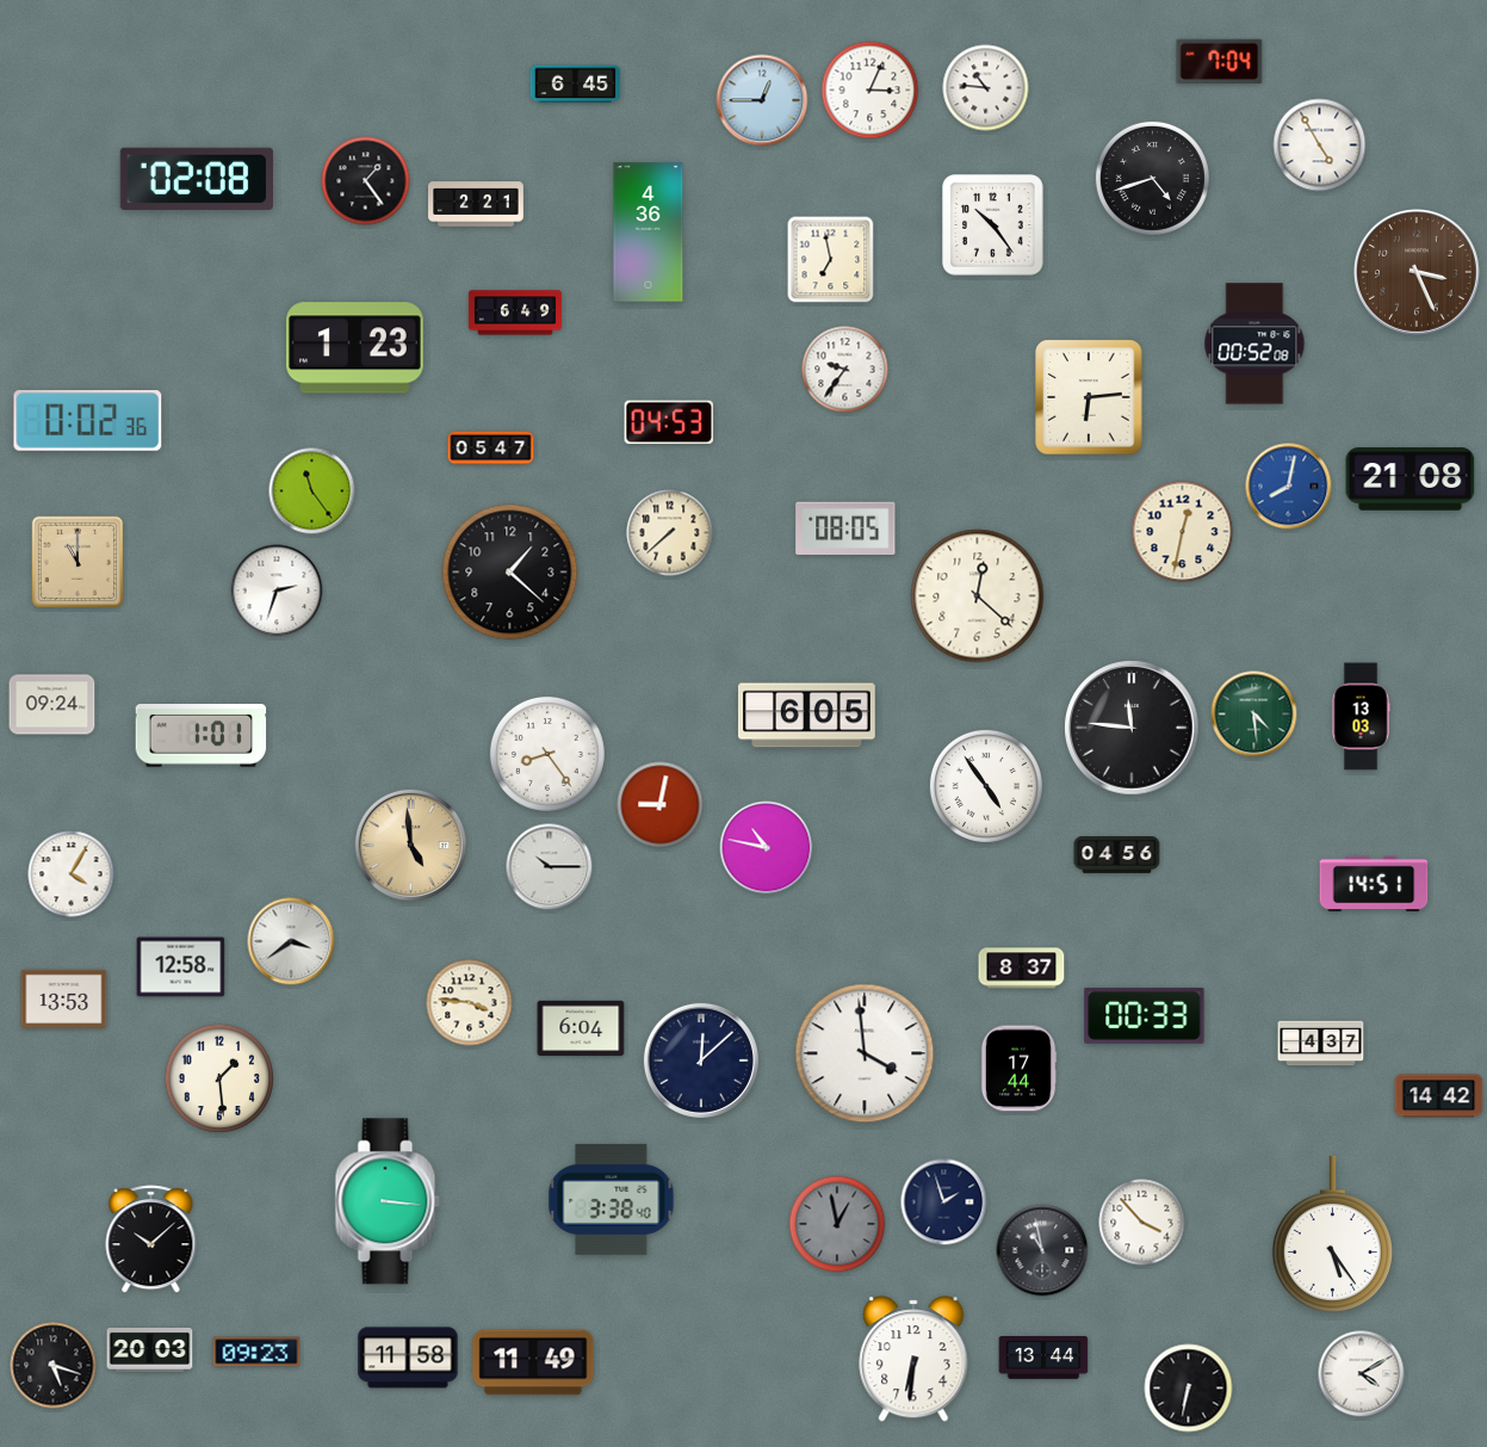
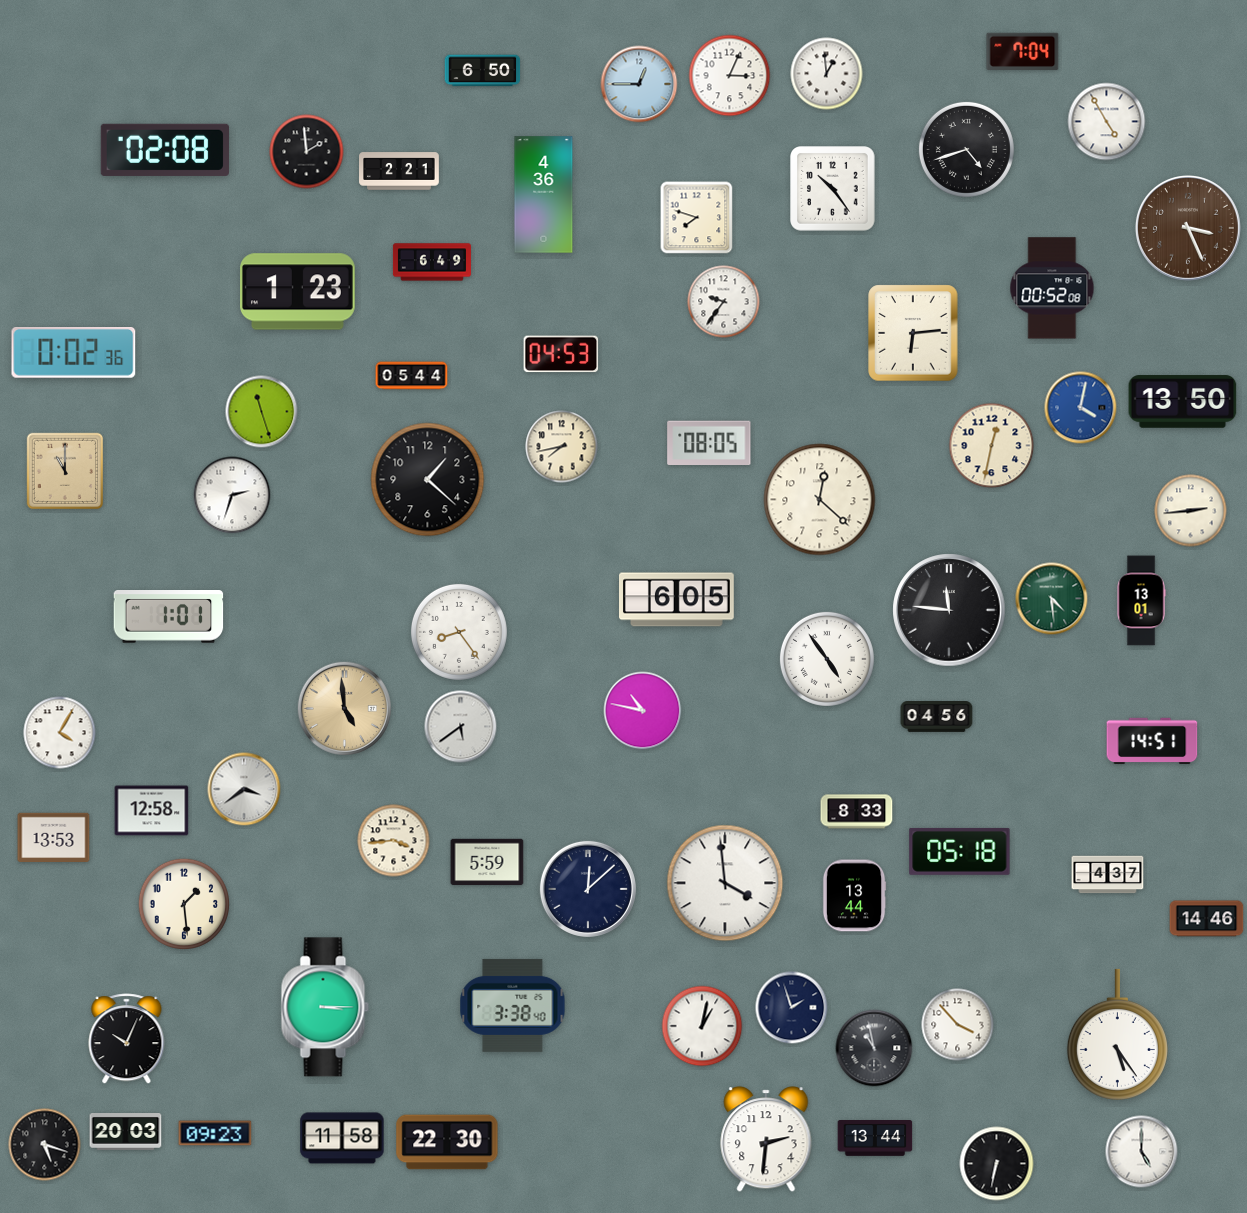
clock at (576, 85): 6:45 -> 6:50
clock at (986, 88): 10:46 -> 12:59
clock at (366, 181): 1:24 -> 1:59
clock at (831, 260): 6:58 -> 7:48
clock at (845, 370) position: (845, 370) -> (724, 302)
clock at (491, 449): 05:47 -> 05:44
clock at (1411, 480): 21:08 -> 13:50
clock at (1289, 487): 8:02 -> 4:02
clock at (312, 491): 11:24 -> 11:27
clock at (670, 533): 7:38 -> 7:43
clock at (1191, 511): none -> 2:44
clock at (52, 705): 09:24 -> none
clock at (1361, 717): 13:03 -> 13:01
clock at (661, 805): 9:02 -> none
clock at (550, 867): 10:15 -> 5:39
clock at (1022, 969): 8:37 -> 8:33
clock at (470, 1003): 3:46 -> 3:44
clock at (1145, 1015): 00:33 -> 05:18
clock at (581, 1028): 6:04 -> 5:59
clock at (1018, 1069): 17:44 -> 13:44
clock at (1439, 1096): 14:42 -> 14:46
clock at (388, 1201): 3:16 -> 3:15
clock at (837, 1224): 12:58 -> 1:02
clock at (837, 1224) dial: grey -> white
clock at (151, 1239): 10:08 -> 10:04
clock at (913, 1359): 6:31 -> 2:31
clock at (533, 1362): 11:49 -> 22:30
clock at (1362, 1374): 4:10 -> 5:00
